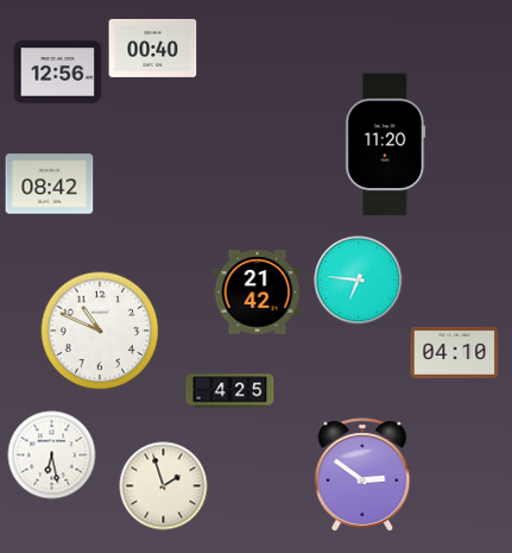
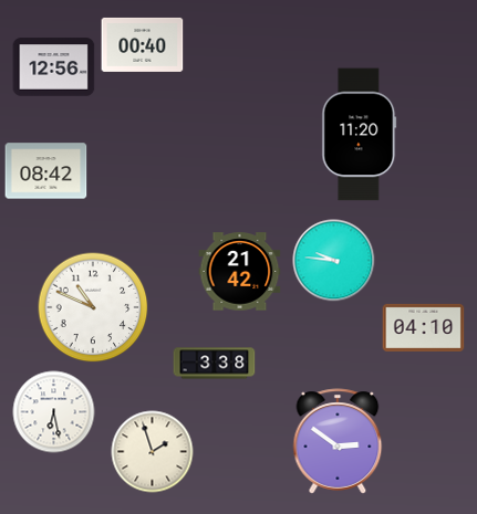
clock at (359, 281): 6:46 -> 9:46
clock at (230, 391): 4:25 -> 3:38
clock at (52, 455) position: (52, 455) -> (54, 412)
